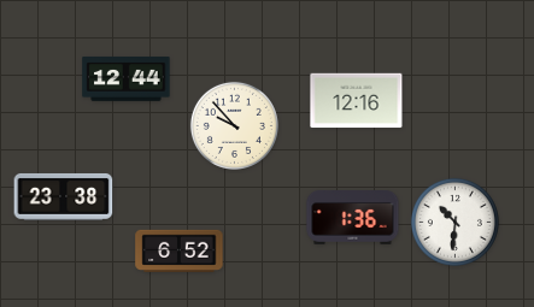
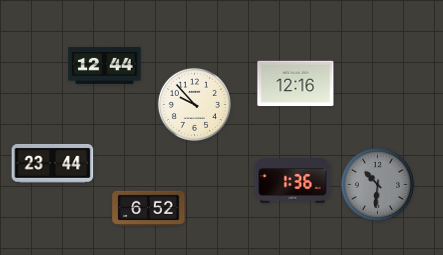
clock at (64, 197): 23:38 -> 23:44
clock at (454, 222) dial: white -> grey
